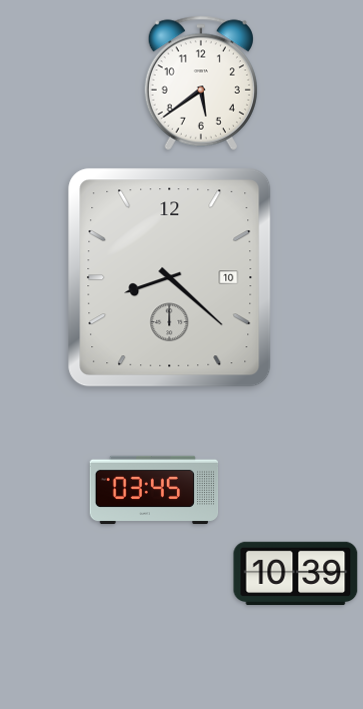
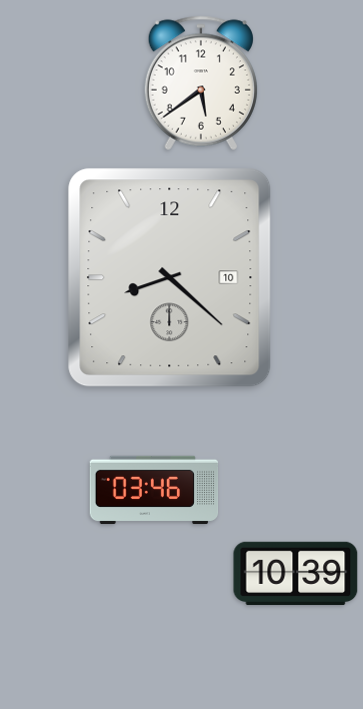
clock at (154, 490): 03:45 -> 03:46
